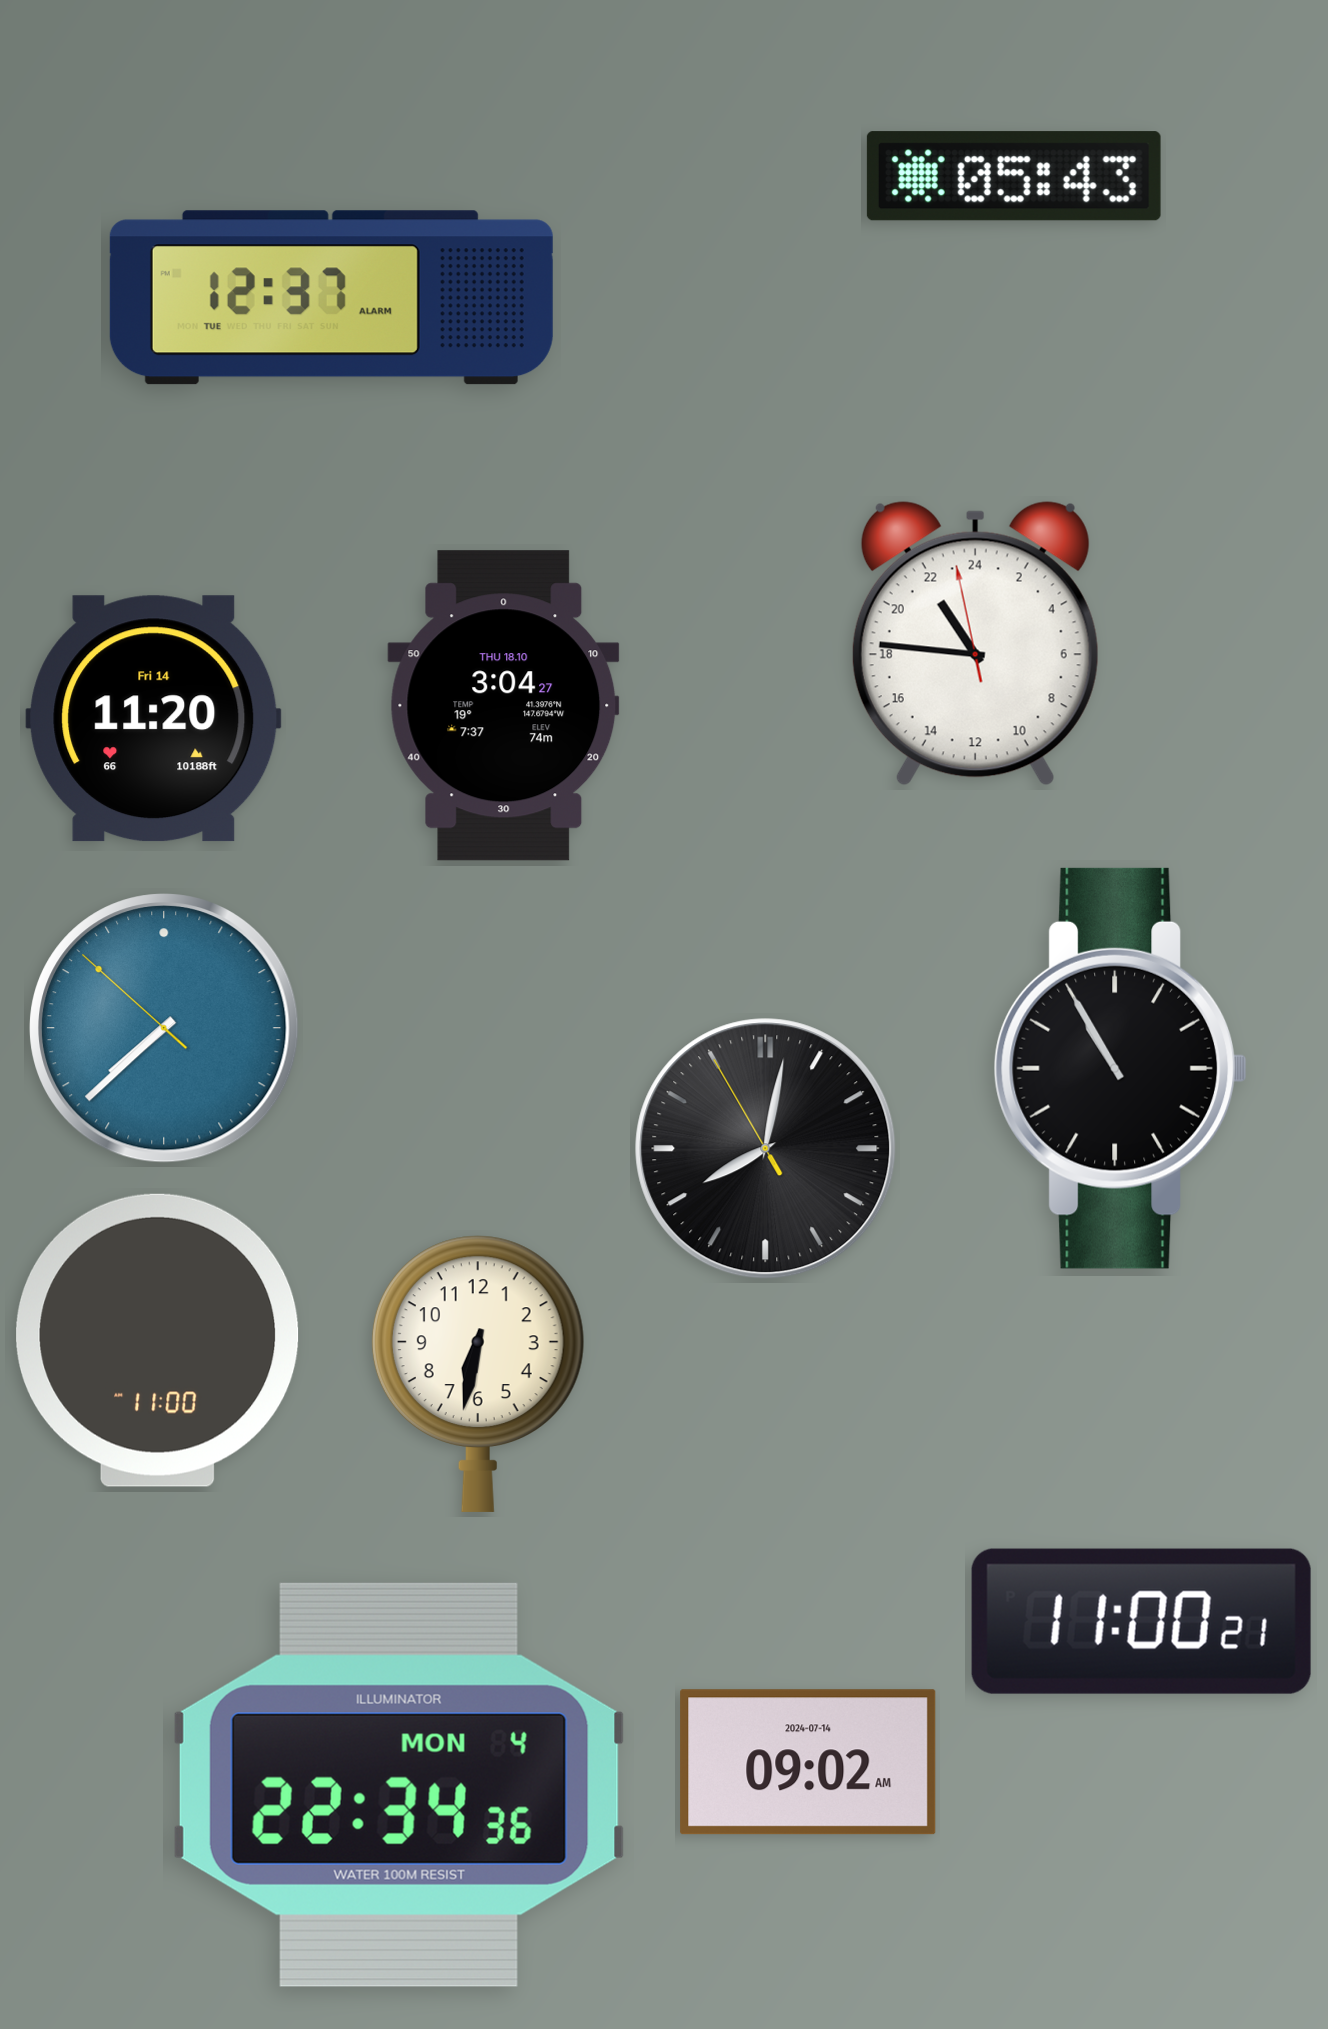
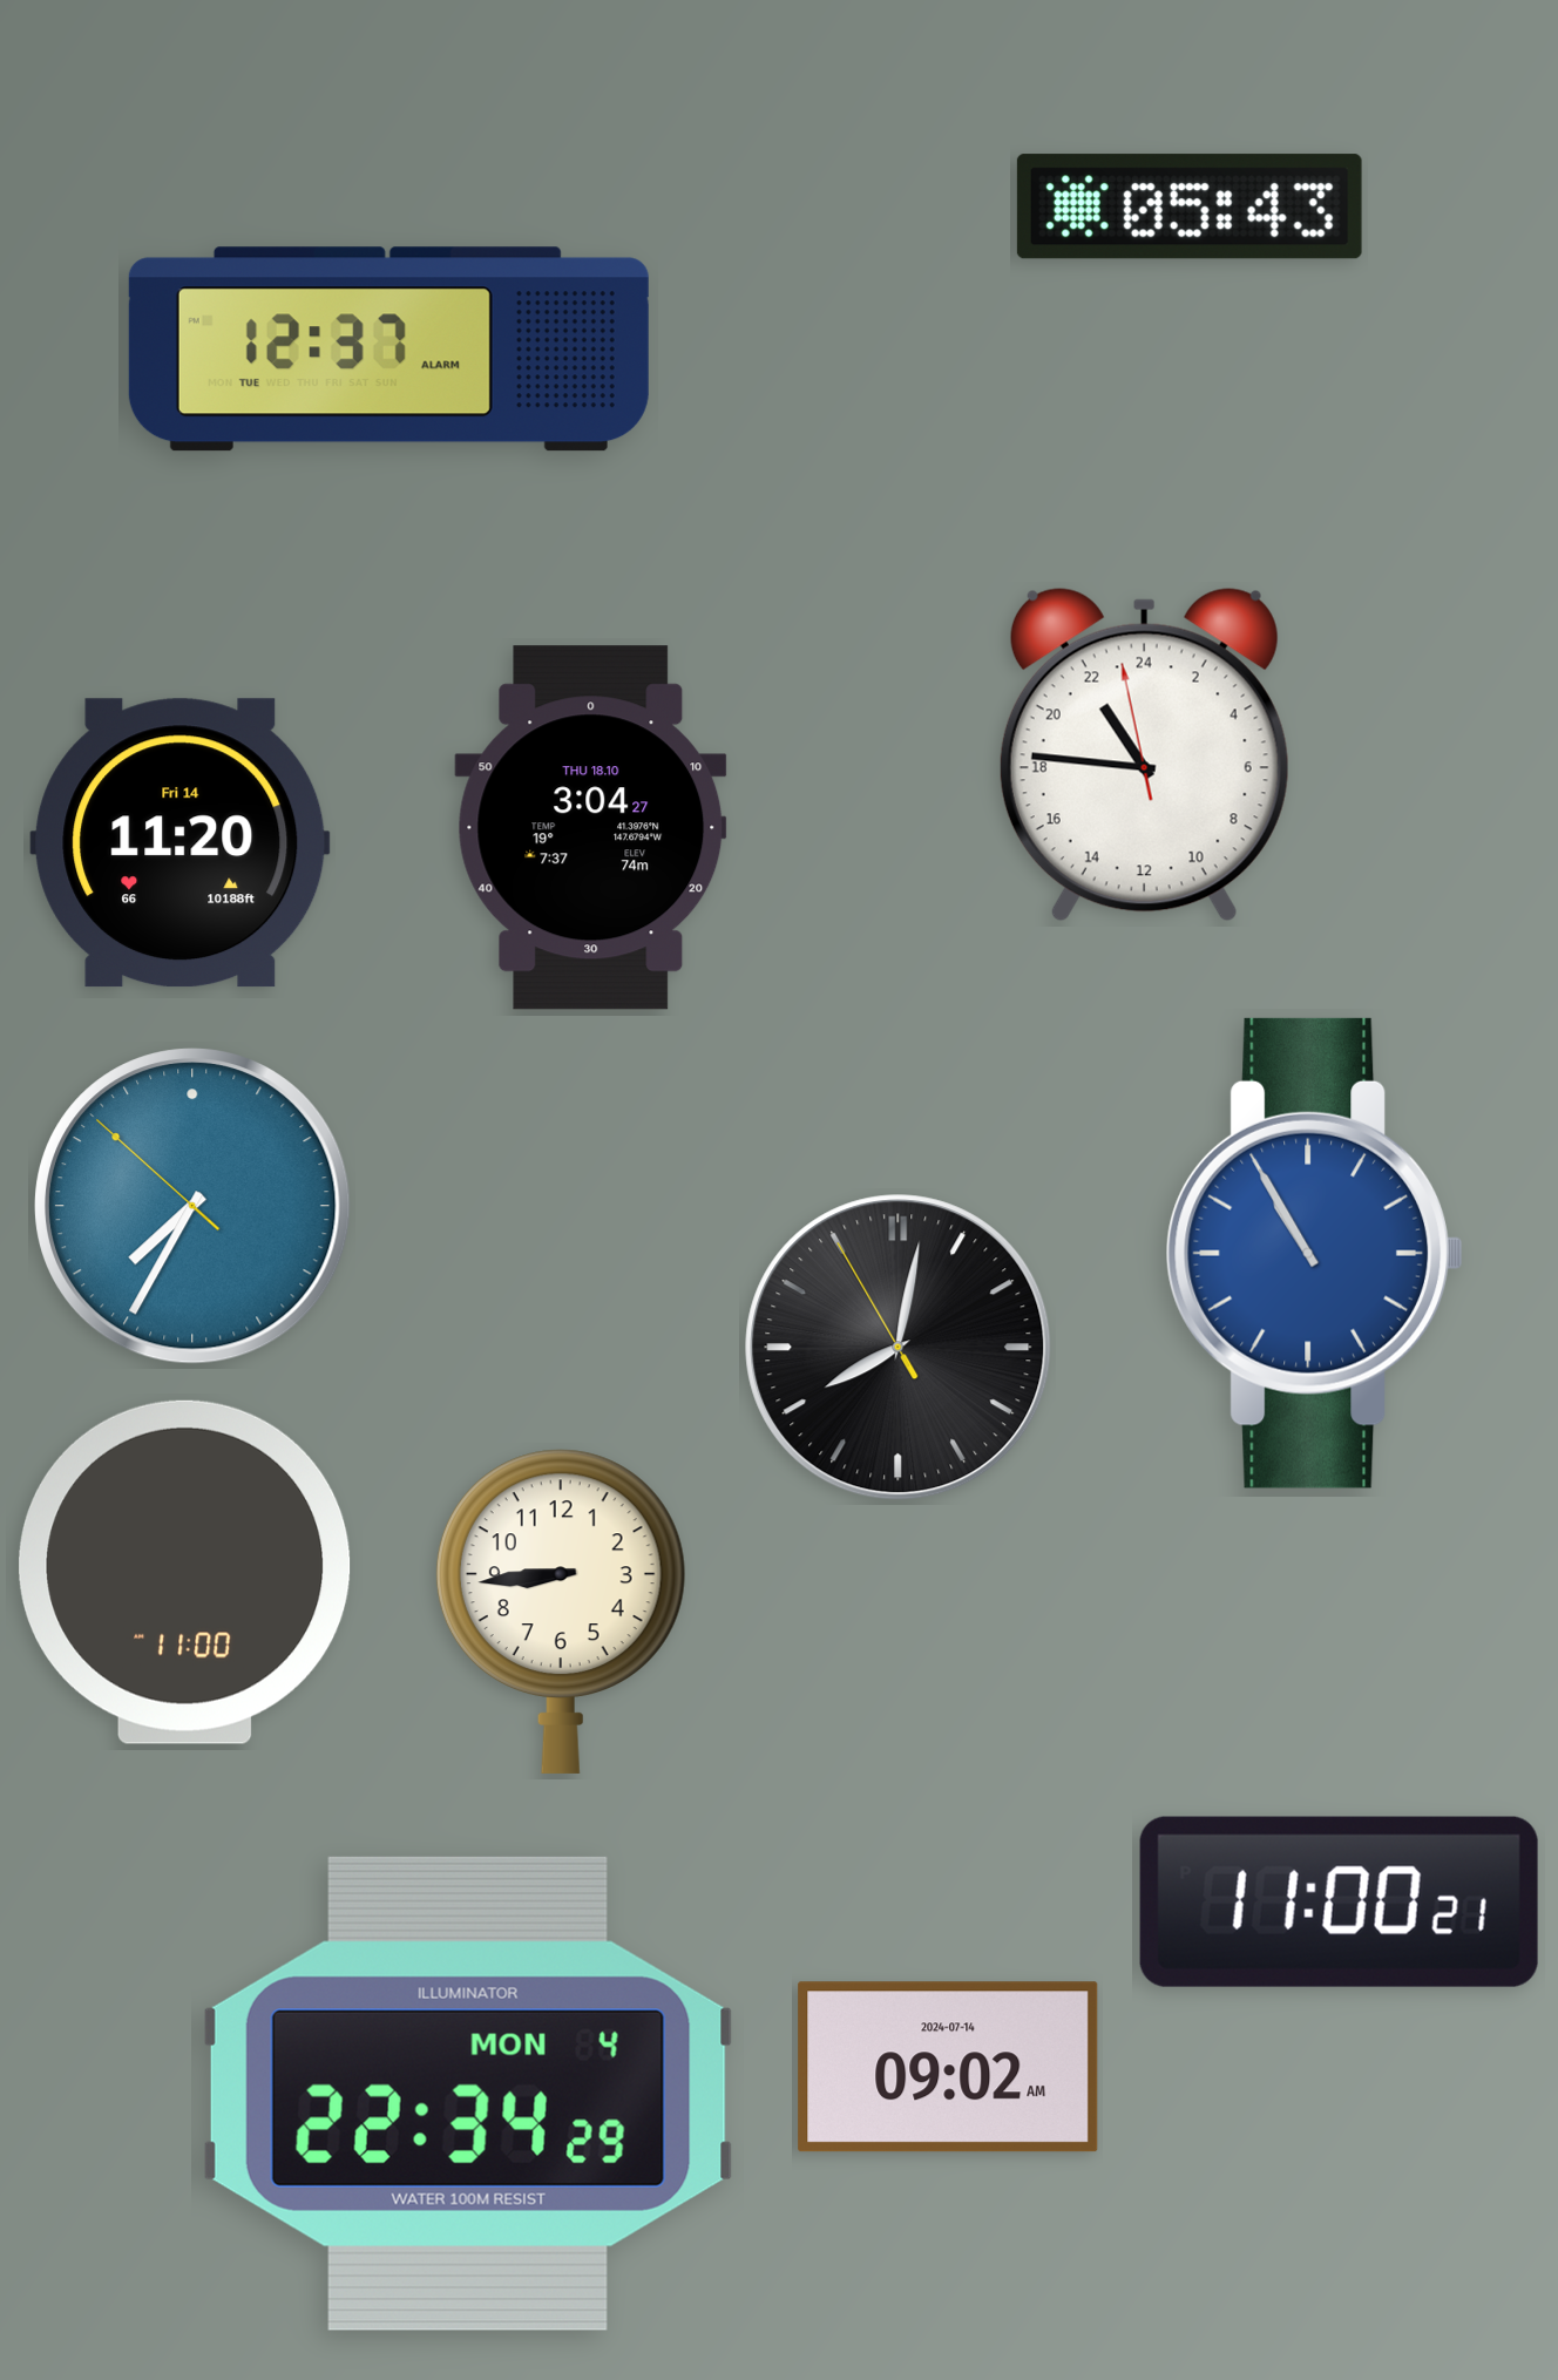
clock at (165, 1028): 7:37 -> 7:34
clock at (1120, 1068) dial: black -> blue
clock at (478, 1374): 6:32 -> 8:44
clock at (399, 1785): 22:34:36 -> 22:34:29
